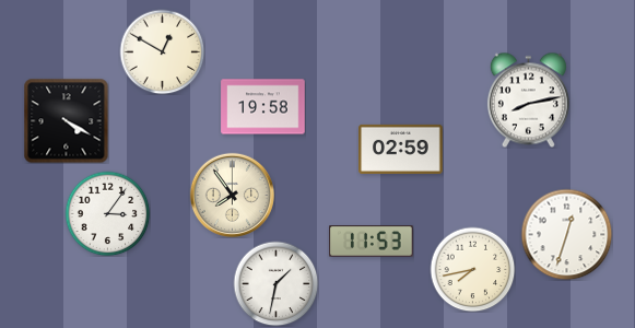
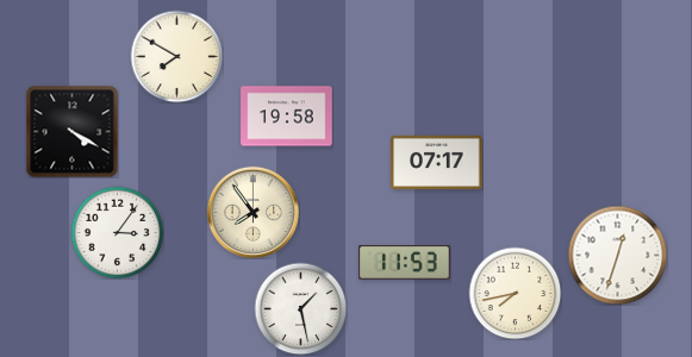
clock at (162, 51): 12:50 -> 7:50
clock at (528, 99): 8:13 -> none
clock at (401, 149): 02:59 -> 07:17
clock at (275, 283): 1:32 -> 1:28
